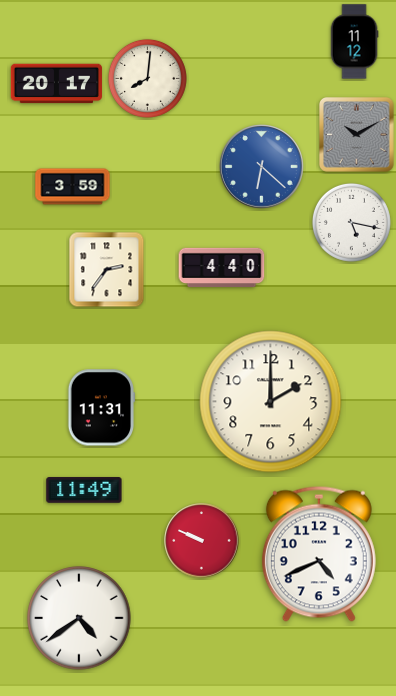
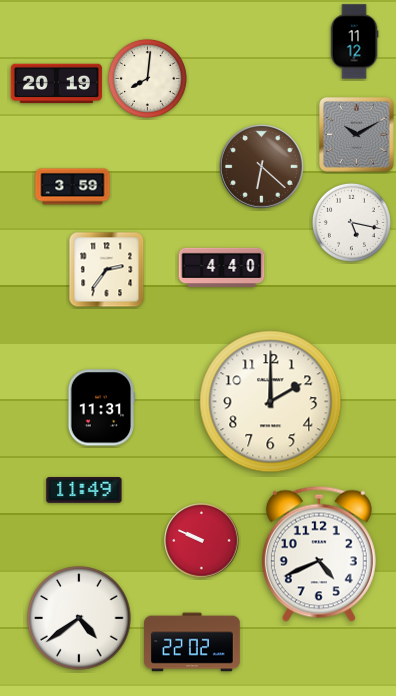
clock at (56, 84): 20:17 -> 20:19
clock at (262, 167) dial: blue -> brown
clock at (192, 642): none -> 22:02
